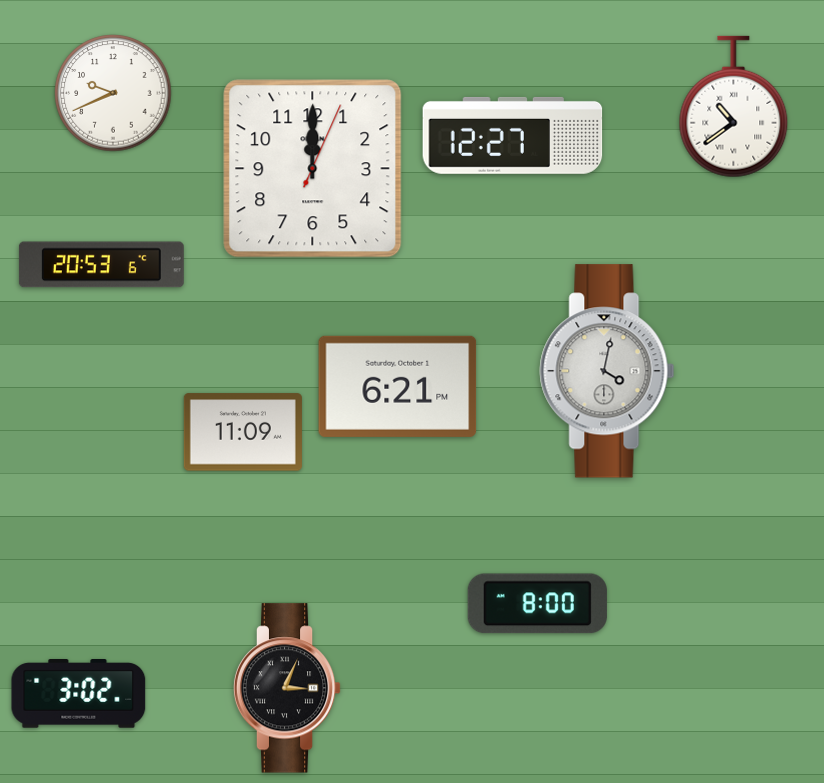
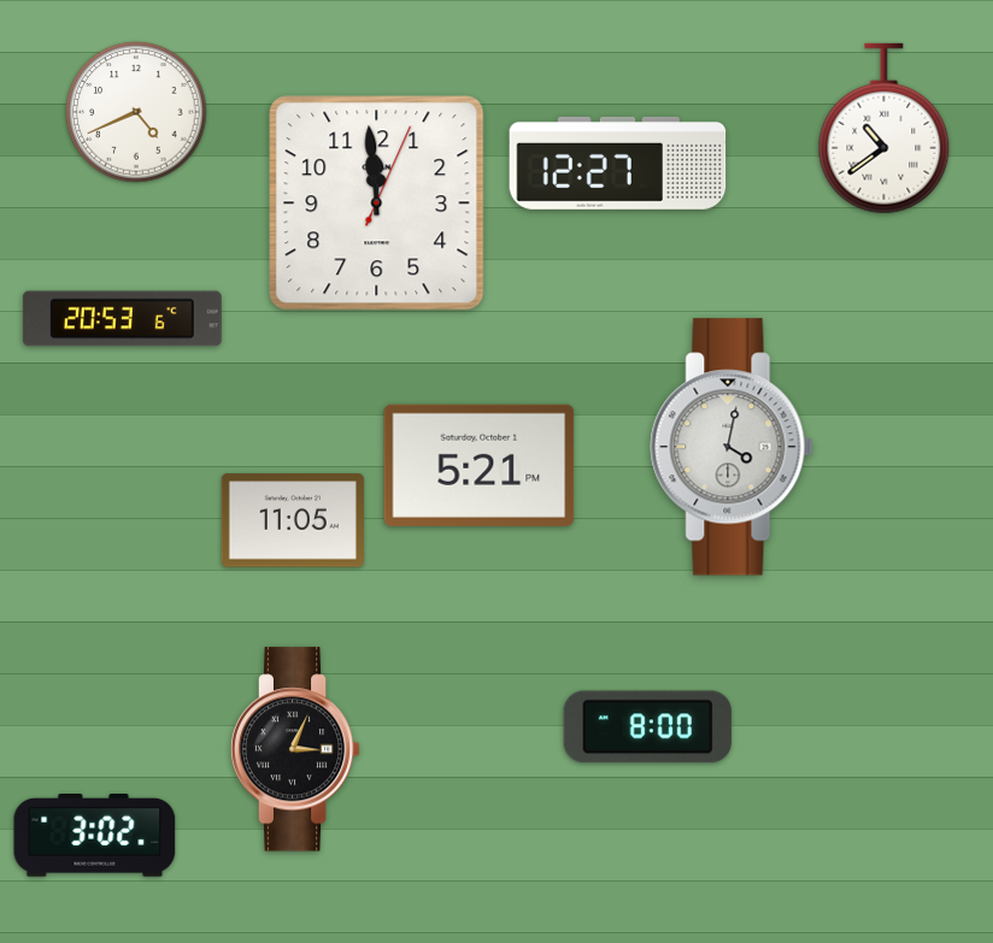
clock at (113, 93): 9:41 -> 4:41
clock at (313, 169): 12:00 -> 11:59
clock at (398, 386): 6:21 -> 5:21
clock at (243, 432): 11:09 -> 11:05
clock at (287, 688) position: (287, 688) -> (295, 749)
